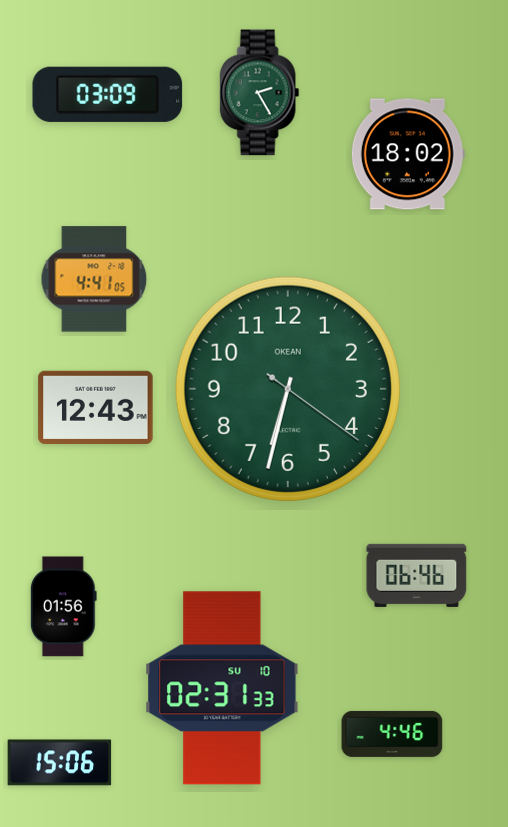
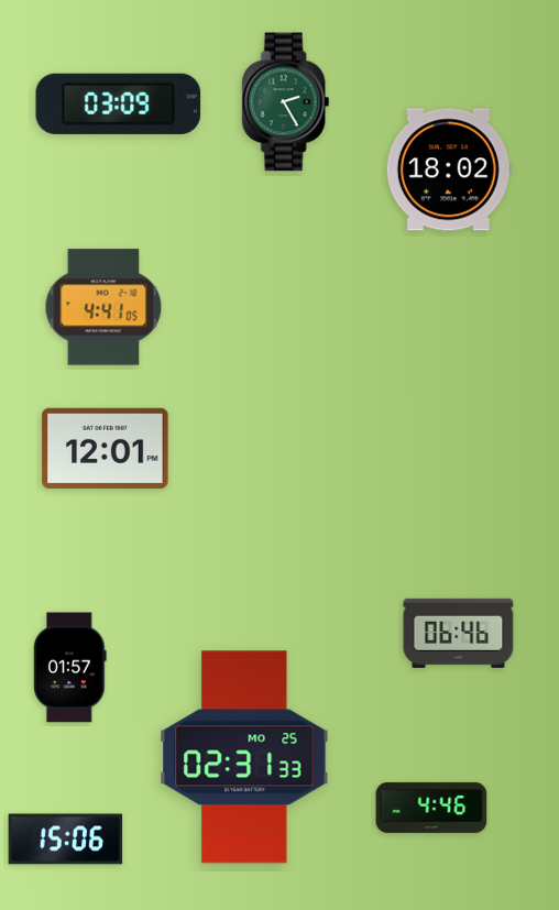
clock at (288, 389): 6:32 -> none
clock at (96, 407): 12:43 -> 12:01
clock at (64, 607): 01:56 -> 01:57
clock at (222, 688) date: SU 10 -> MO 25
